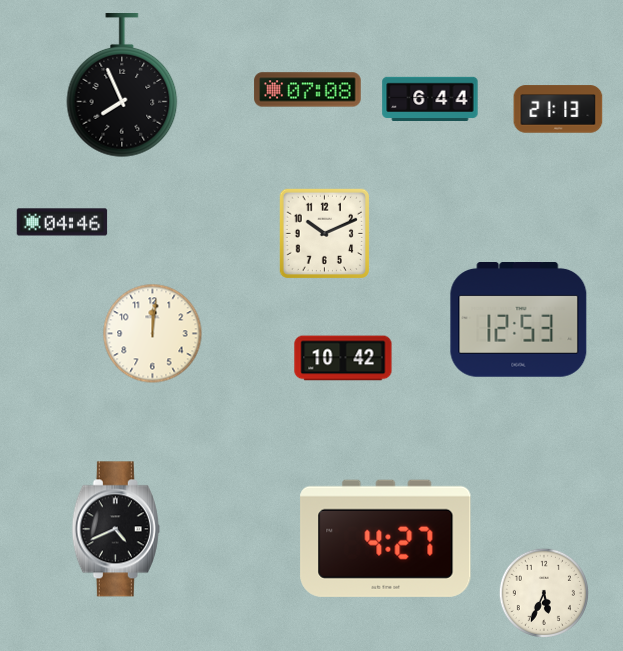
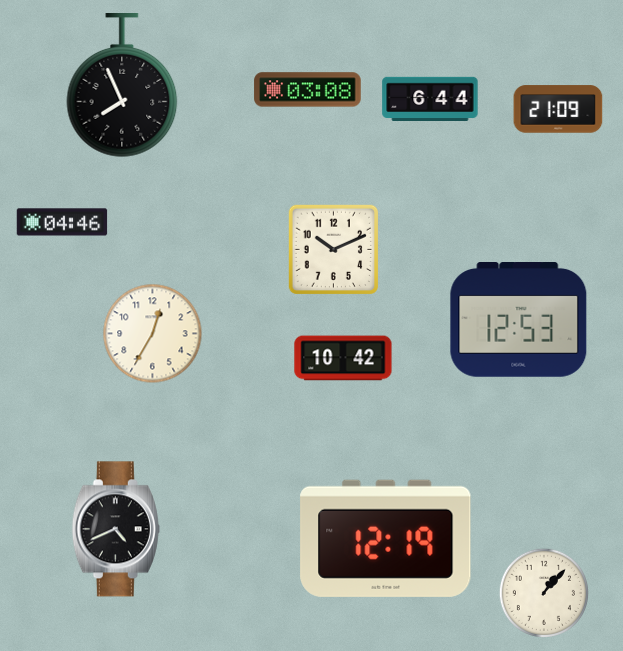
clock at (308, 90): 07:08 -> 03:08
clock at (558, 109): 21:13 -> 21:09
clock at (324, 233) position: (324, 233) -> (333, 249)
clock at (153, 334): 12:01 -> 12:35
clock at (386, 538): 4:27 -> 12:19
clock at (544, 593): 5:34 -> 1:07
